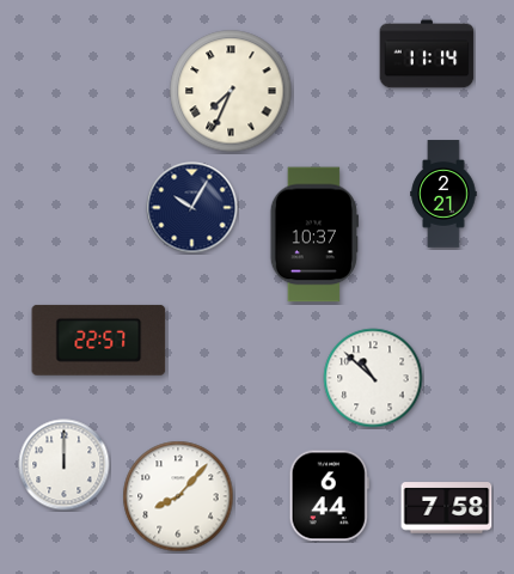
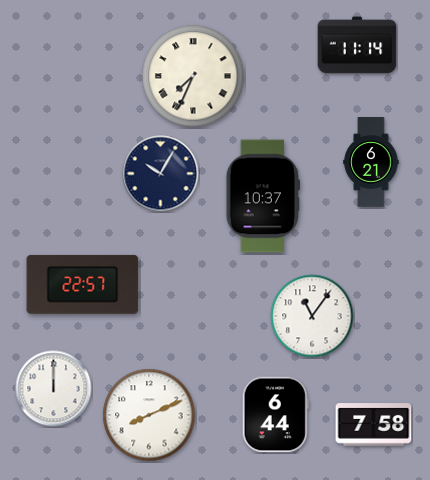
clock at (443, 194): 2:21 -> 6:21
clock at (373, 378): 10:52 -> 11:06
clock at (178, 496): 8:07 -> 8:11
